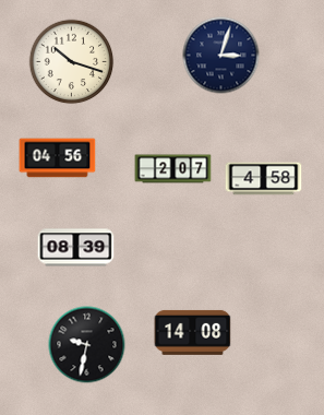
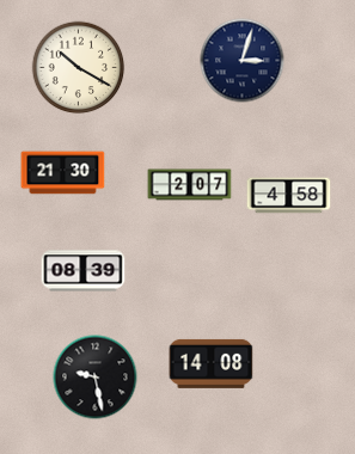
clock at (72, 62): 10:18 -> 10:20
clock at (58, 158): 04:56 -> 21:30
clock at (87, 345): 9:32 -> 9:28
